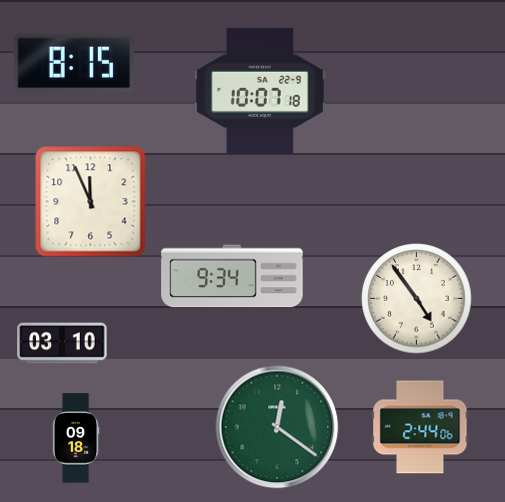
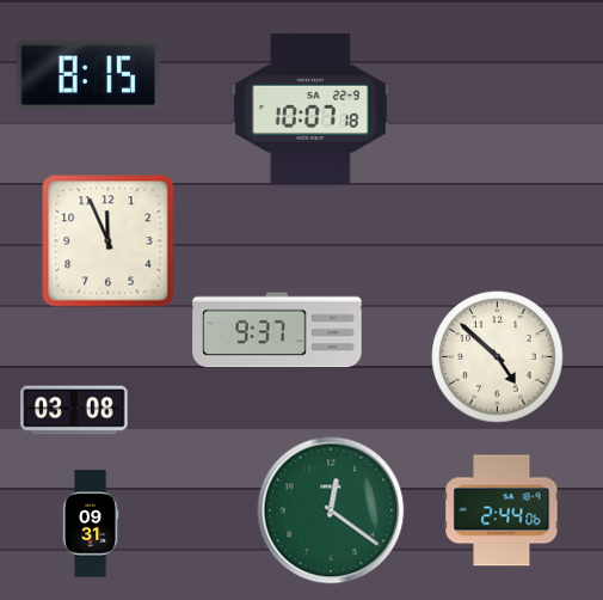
clock at (232, 276): 9:34 -> 9:37
clock at (417, 299): 4:54 -> 4:52
clock at (62, 343): 03:10 -> 03:08
clock at (76, 438): 09:18 -> 09:31
